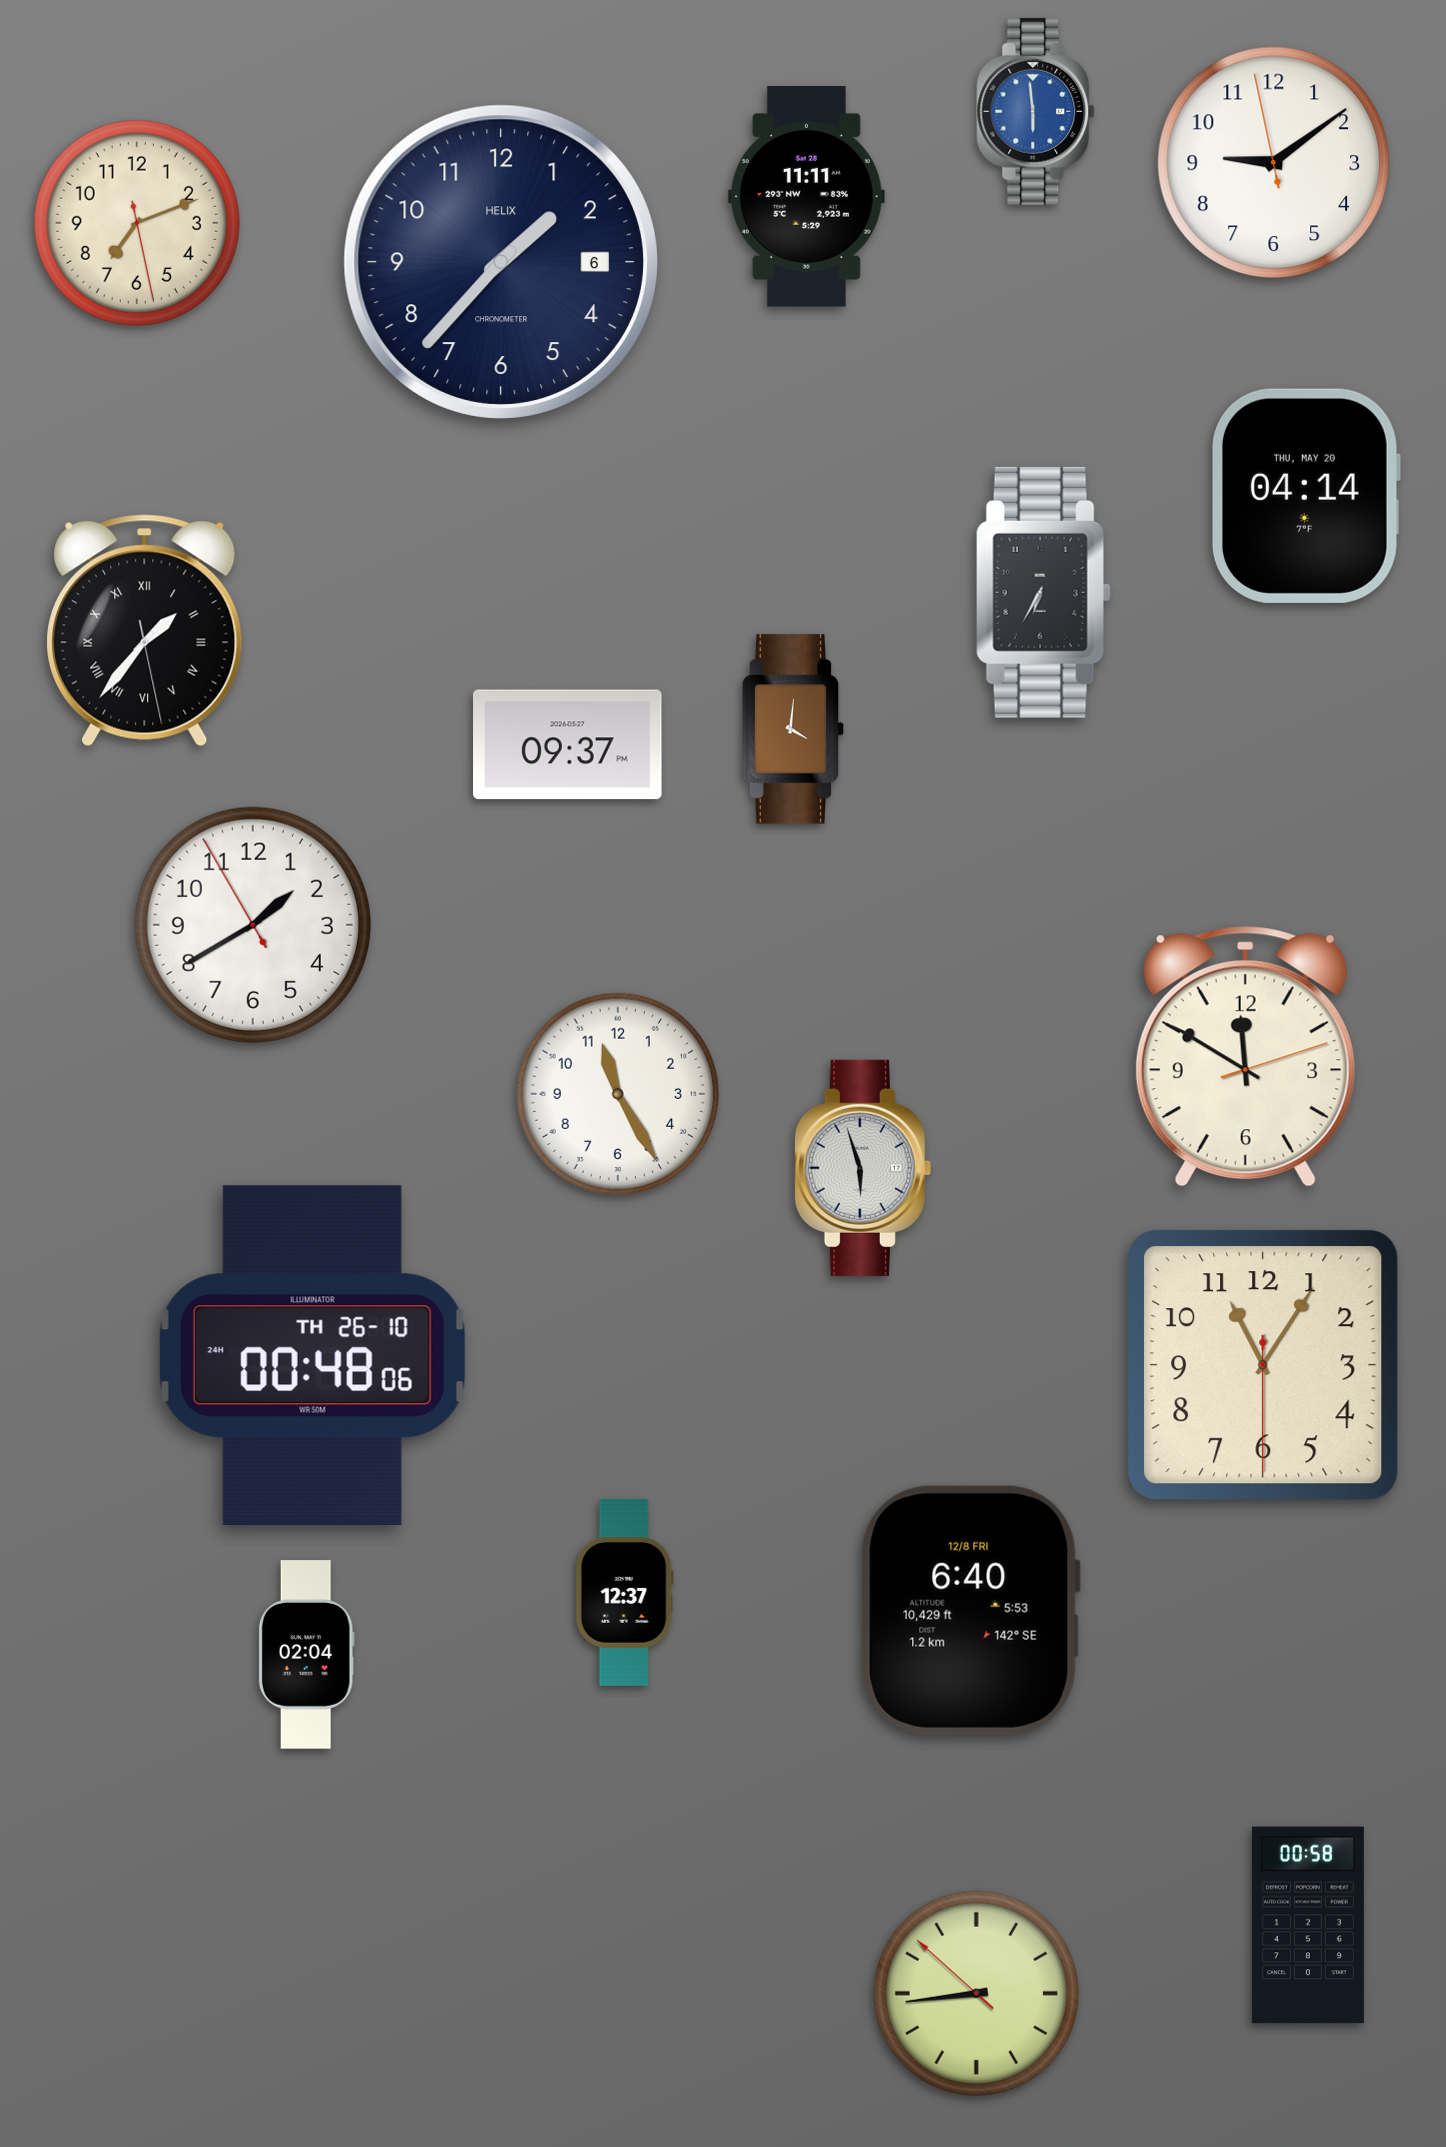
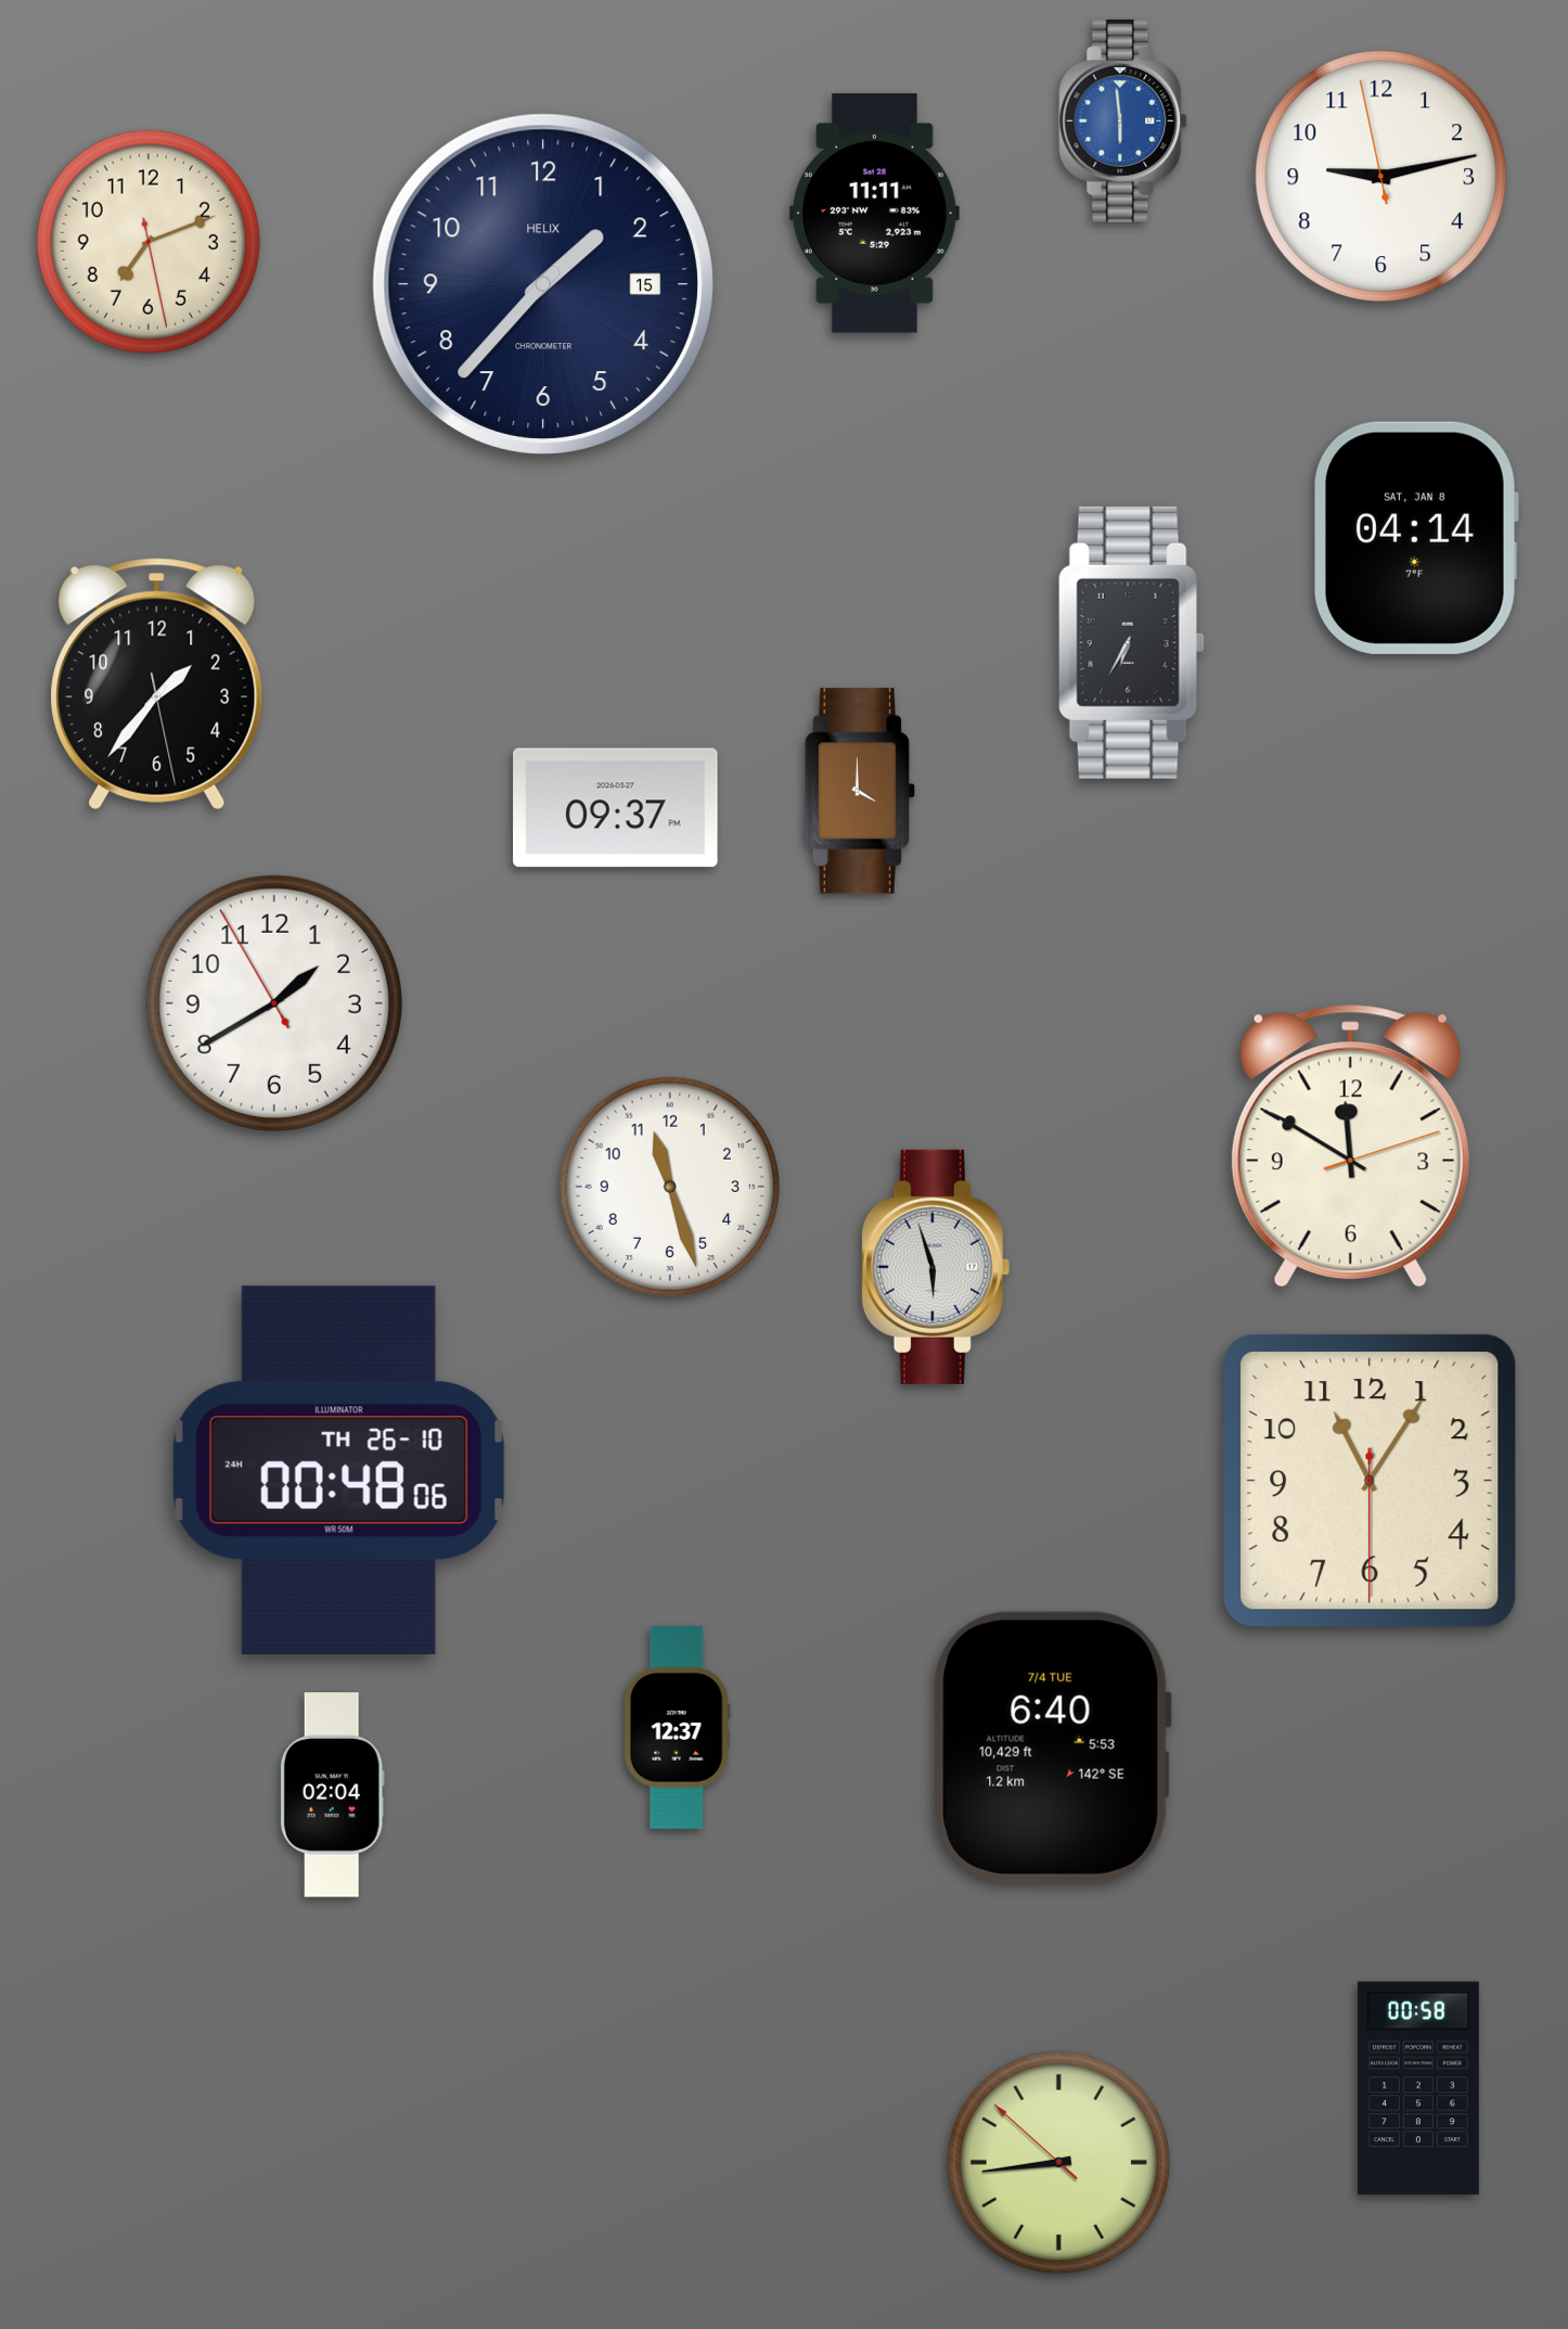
clock at (1274, 163): 9:08 -> 9:12
clock at (501, 262) date: 6 -> 15
clock at (1305, 496) date: THU, MAY 20 -> SAT, JAN 8
clock at (145, 631) numerals: Roman -> Arabic
clock at (793, 729): 4:01 -> 4:00
clock at (617, 1093): 11:25 -> 11:27
clock at (970, 1610) date: 12/8 FRI -> 7/4 TUE
